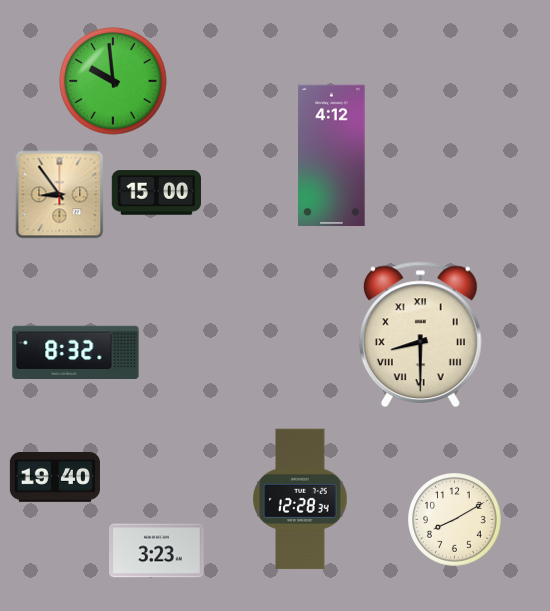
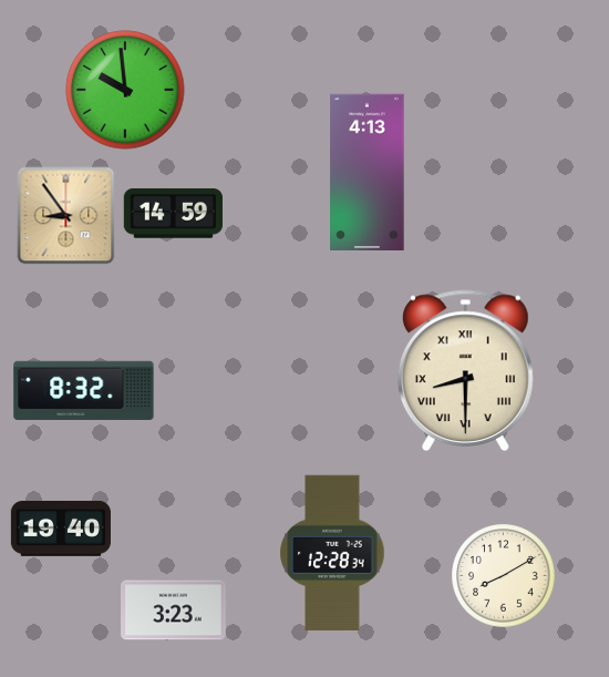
clock at (332, 155): 4:12 -> 4:13
clock at (156, 193): 15:00 -> 14:59
